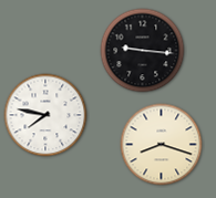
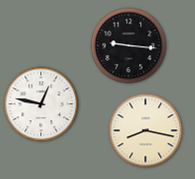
clock at (45, 115): 7:47 -> 12:47
clock at (162, 145): 8:18 -> 8:17
